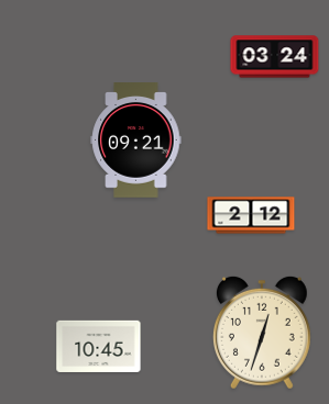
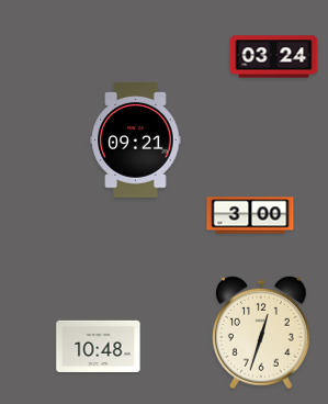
clock at (251, 215): 2:12 -> 3:00
clock at (99, 346): 10:45 -> 10:48
